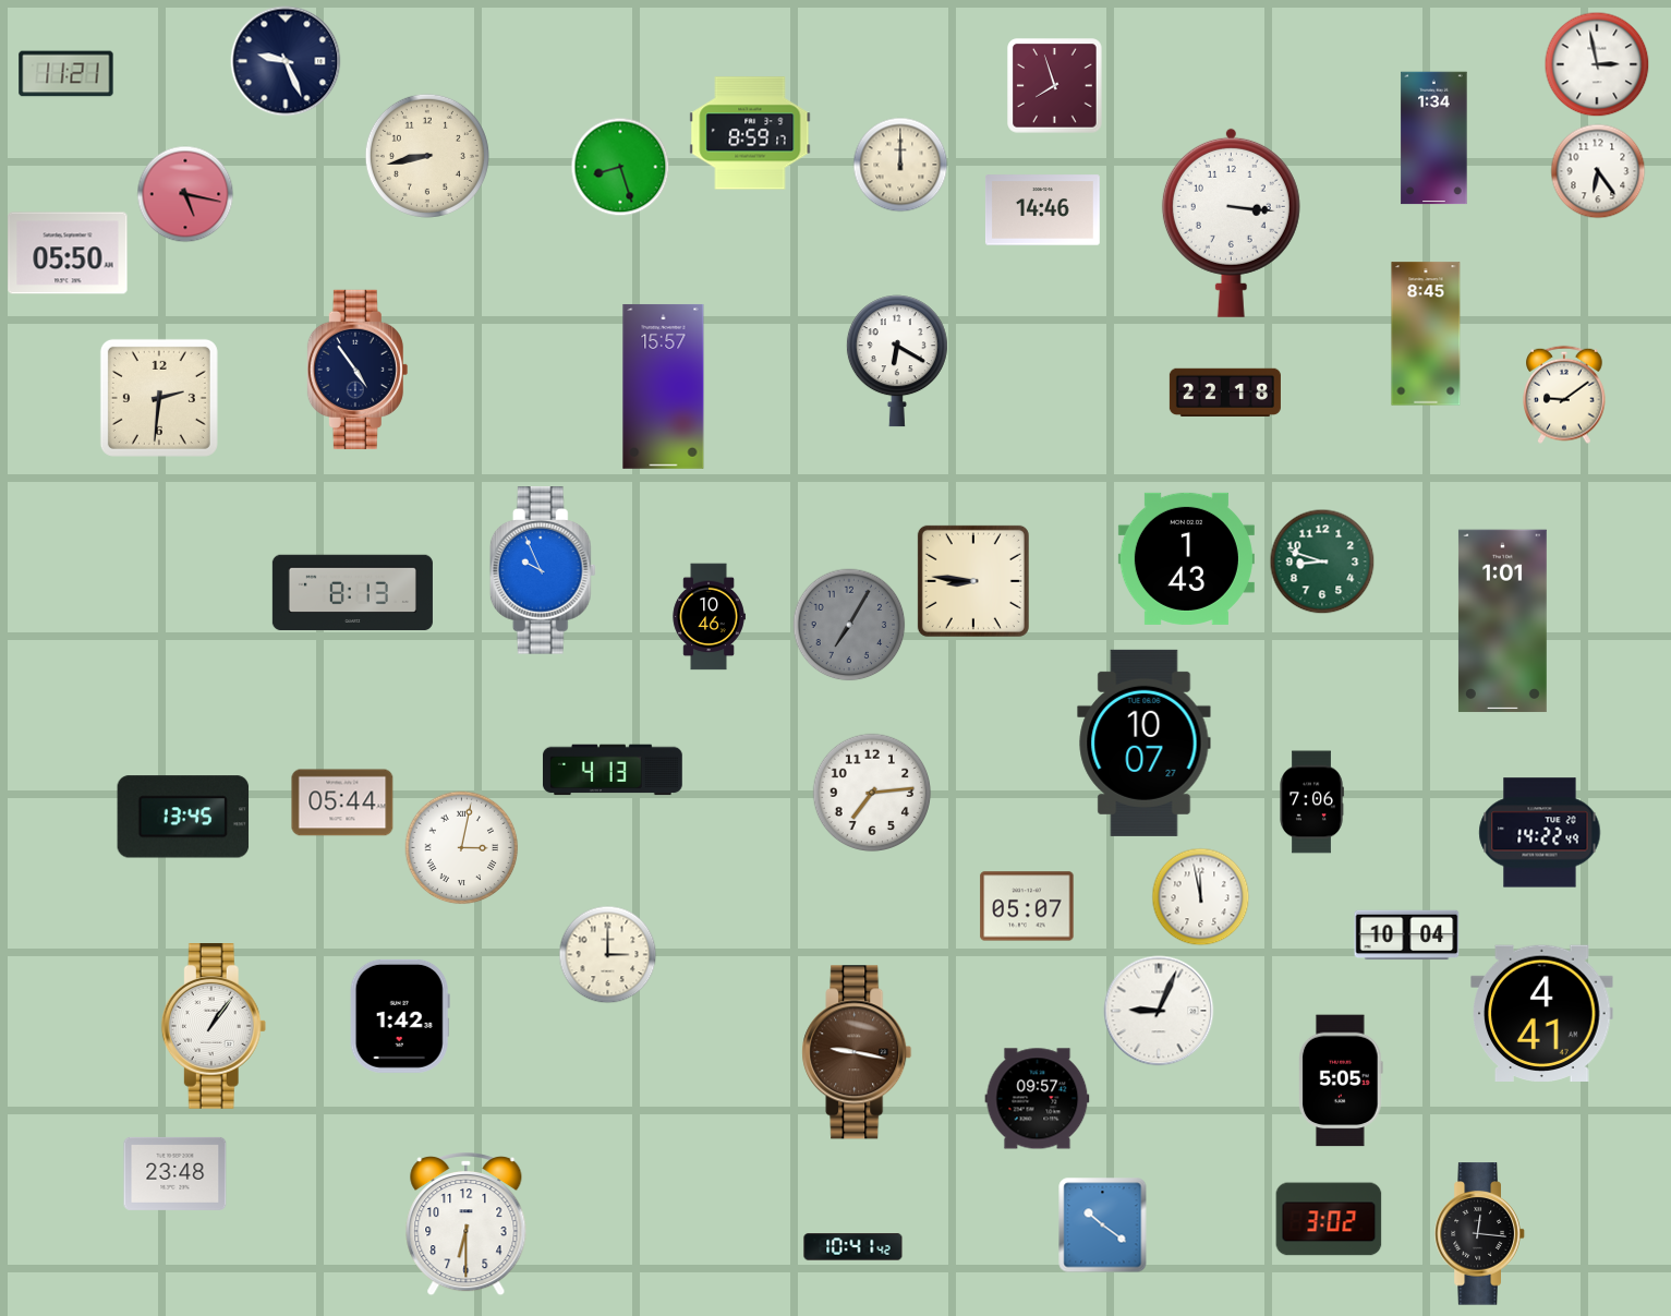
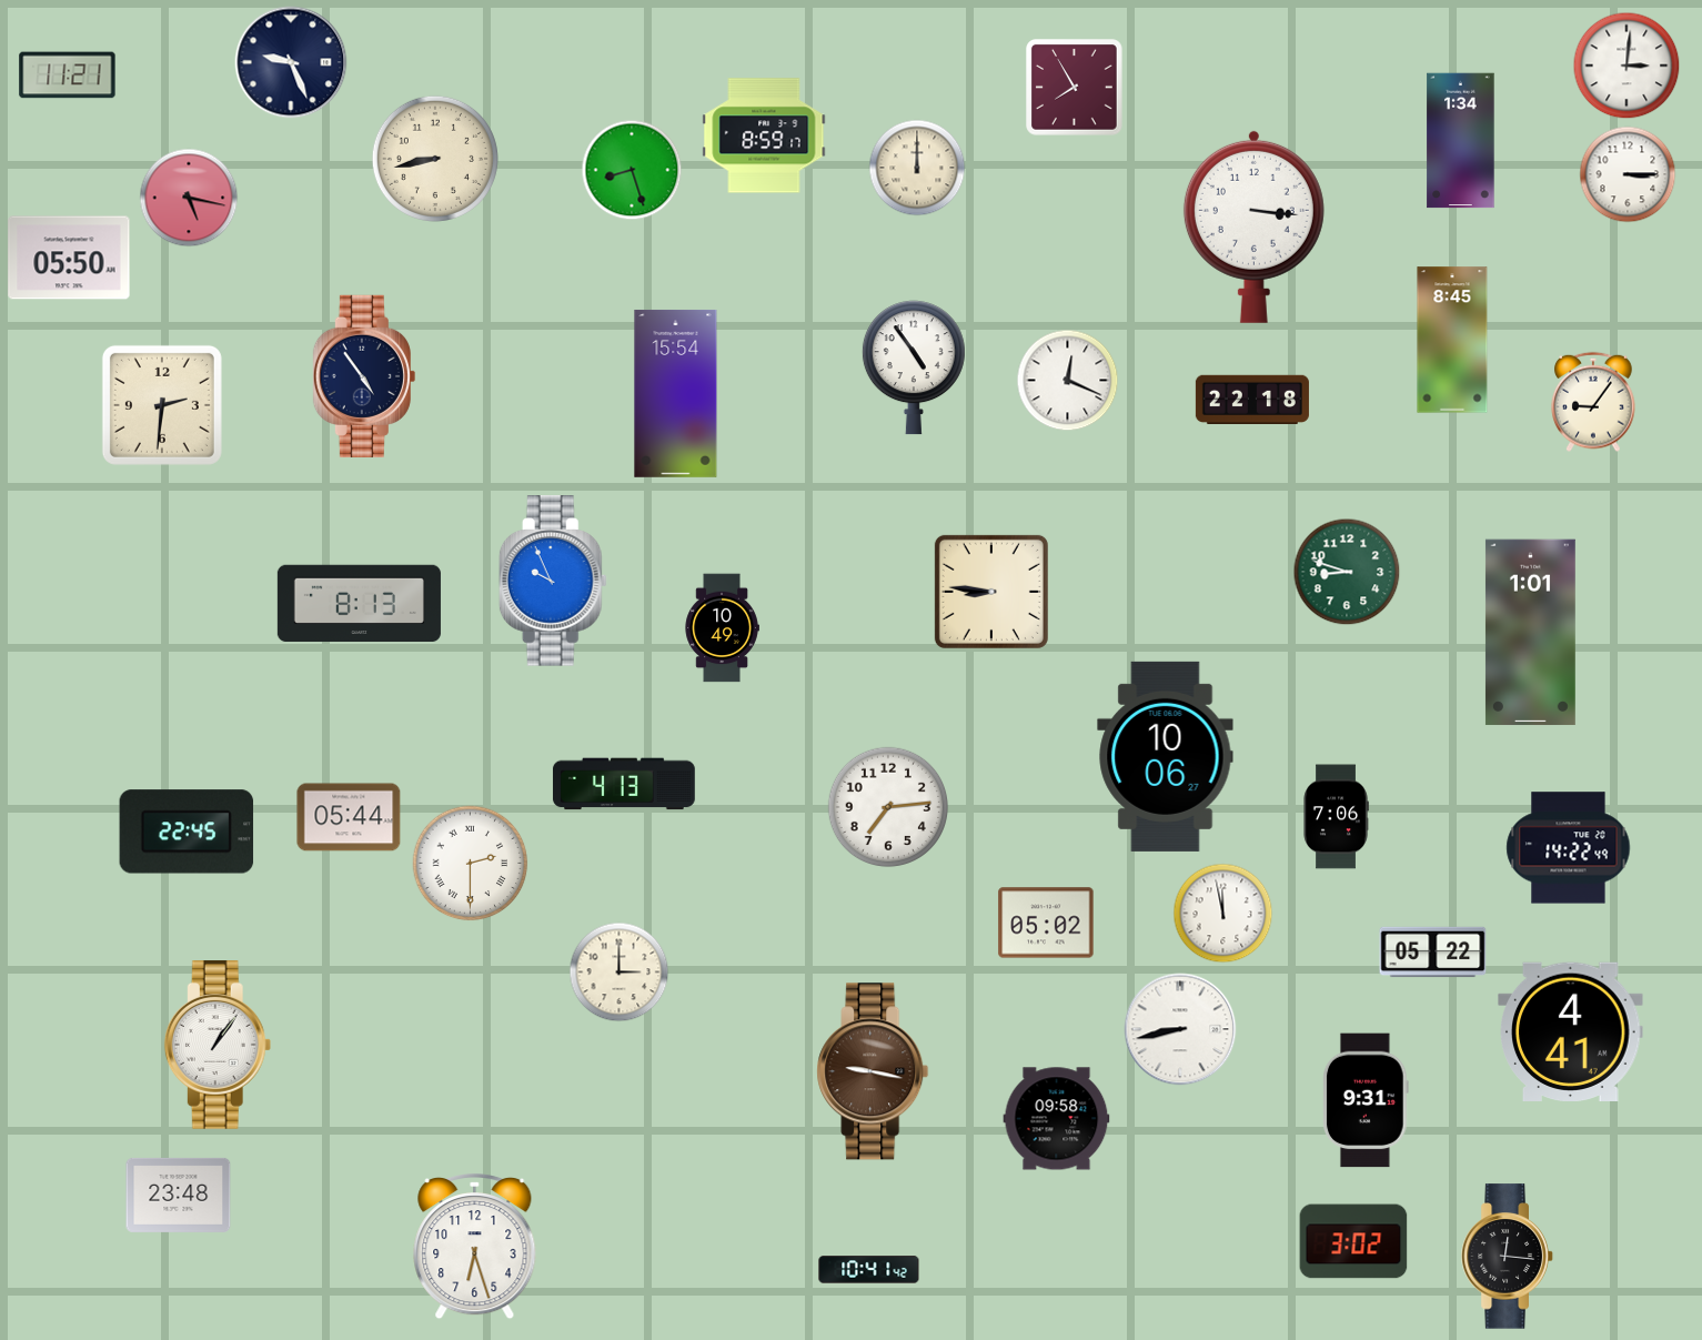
clock at (1597, 64): 2:58 -> 3:01
clock at (1055, 86): 7:57 -> 7:55
clock at (1598, 171): 6:24 -> 3:15
clock at (1042, 210): 14:46 -> none
clock at (897, 361): 6:20 -> 4:54
clock at (1068, 381): none -> 12:19
clock at (664, 386): 15:57 -> 15:54
clock at (1225, 391) position: (1225, 391) -> (1252, 399)
clock at (1564, 395): 9:09 -> 9:06
clock at (1186, 558): 1:43 -> none
clock at (709, 617): 10:46 -> 10:49
clock at (849, 625): 7:05 -> none
clock at (1145, 742): 10:07 -> 10:06
clock at (183, 817): 13:45 -> 22:45
clock at (462, 848): 3:02 -> 2:30
clock at (1027, 906): 05:07 -> 05:02
clock at (1407, 935): 10:04 -> 05:22
clock at (1159, 1011): 9:04 -> 8:43
clock at (400, 1016): 1:42 -> none
clock at (1342, 1080): 5:05 -> 9:31
clock at (1038, 1099): 09:57 -> 09:58
clock at (467, 1224): 6:30 -> 6:27
clock at (1103, 1226): 10:21 -> none
